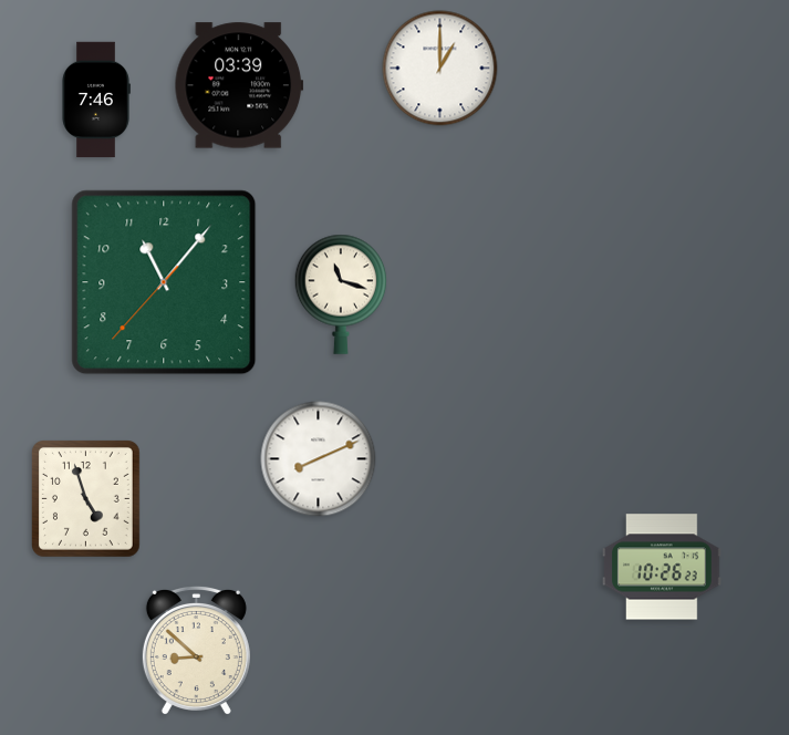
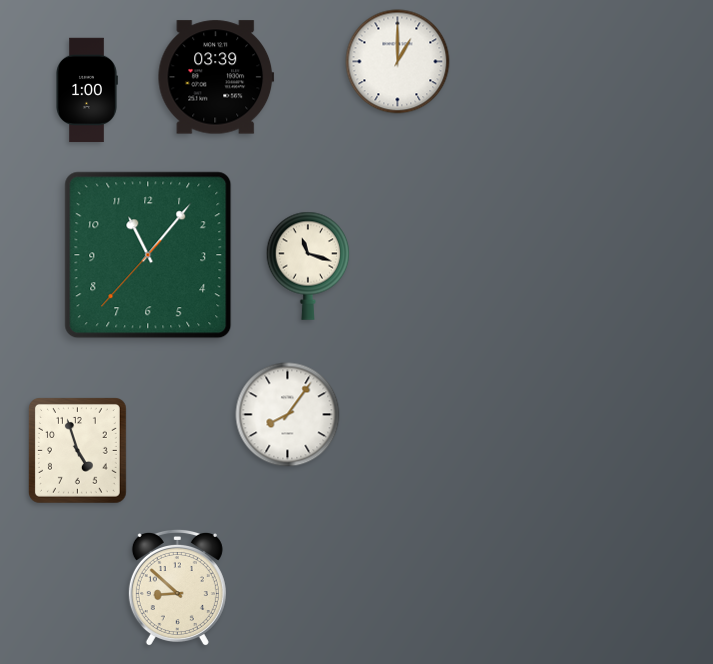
clock at (96, 100): 7:46 -> 1:00
clock at (319, 459): 8:11 -> 8:06
clock at (662, 567): 10:26 -> none
